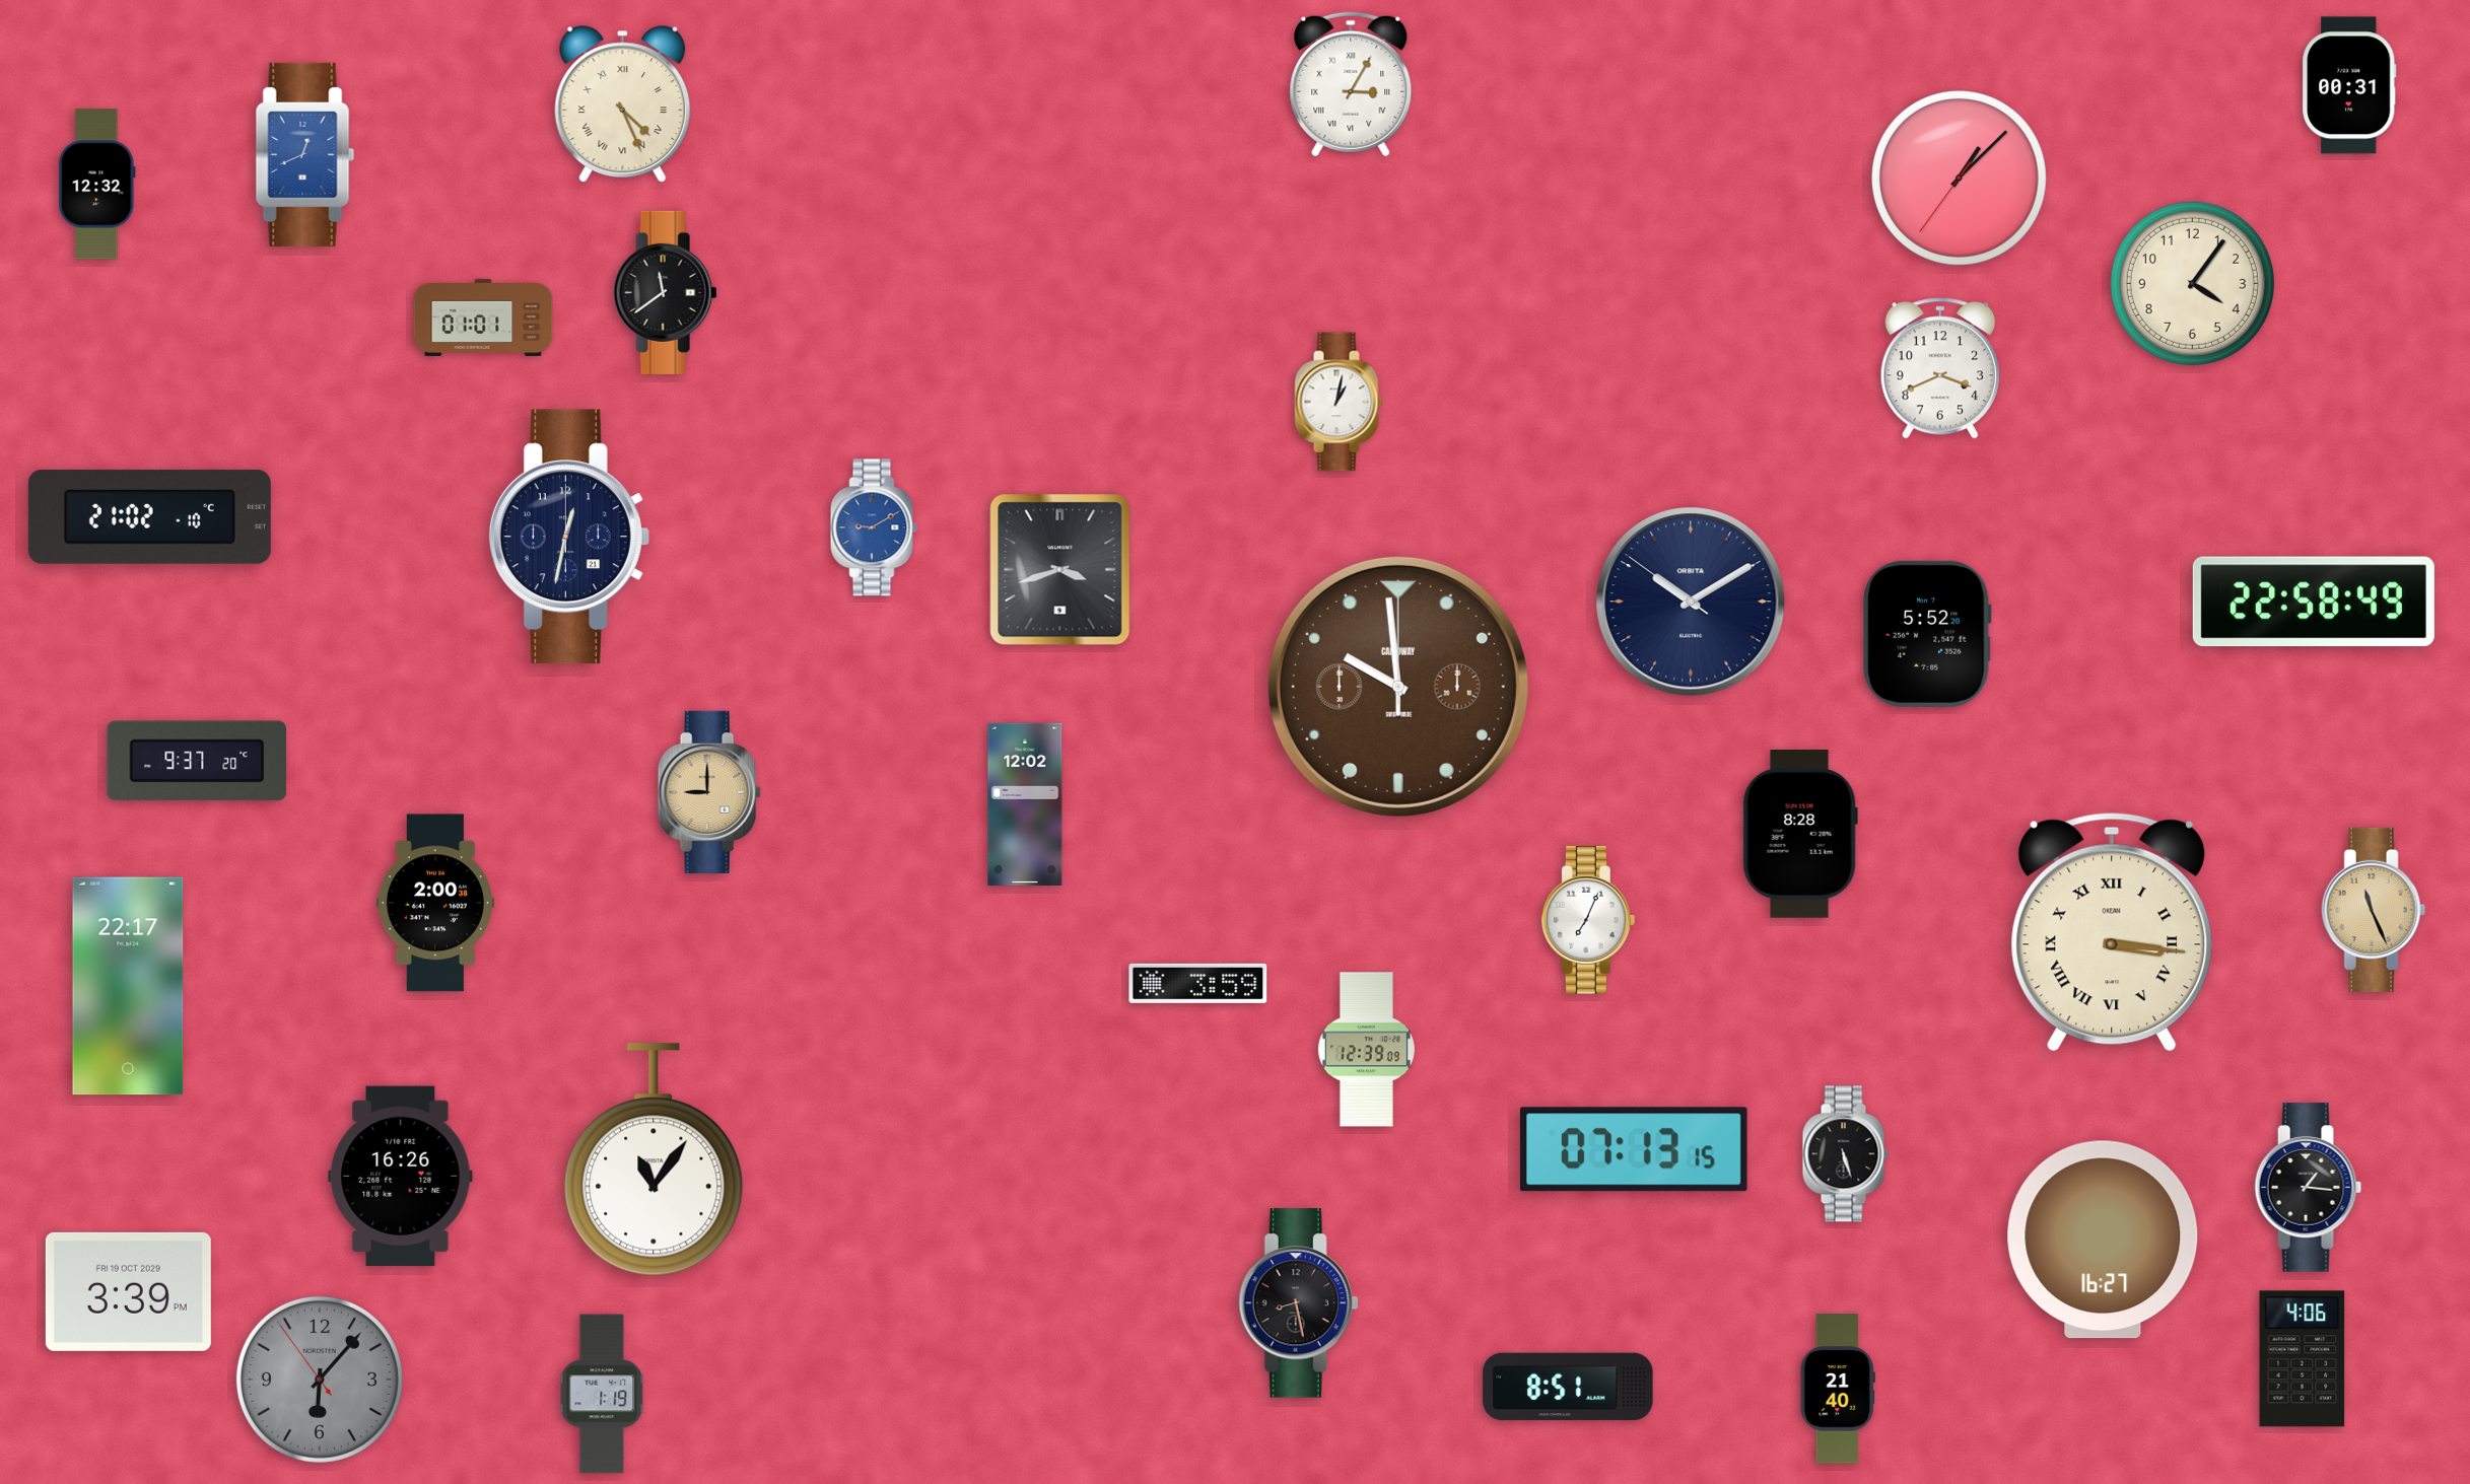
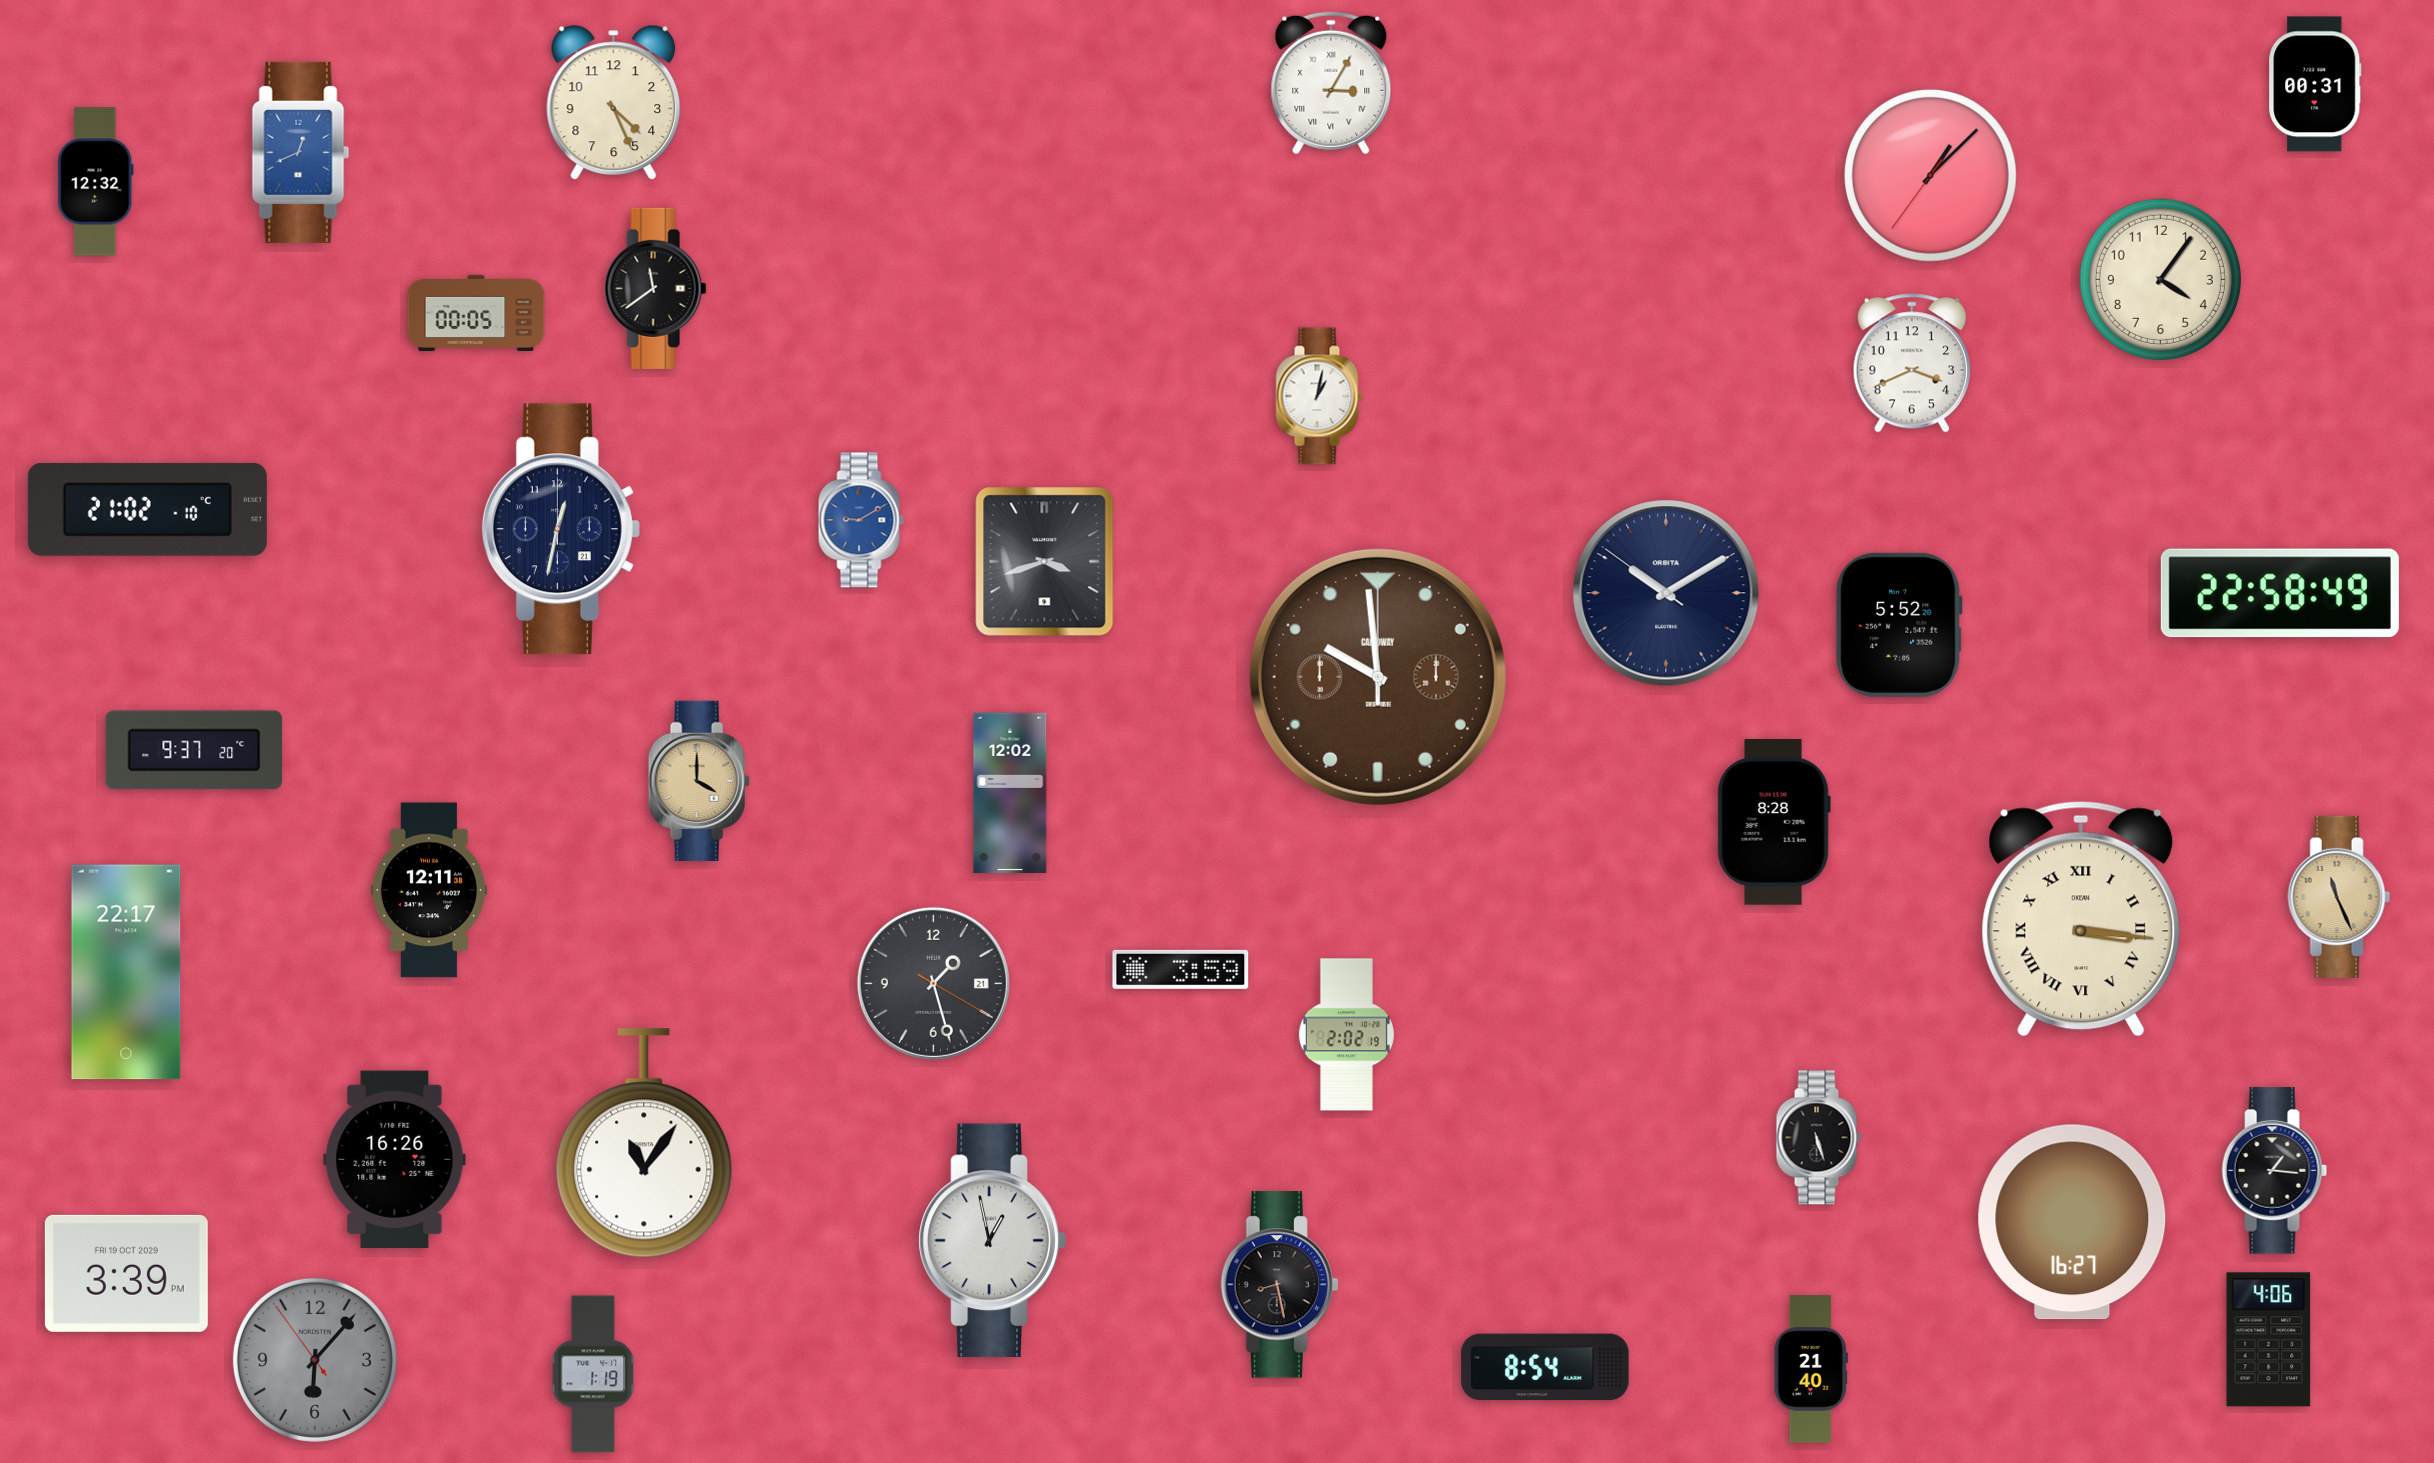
clock at (623, 103) numerals: Roman -> Arabic
clock at (483, 317): 01:01 -> 00:05
clock at (709, 792): 9:00 -> 4:00
clock at (435, 903): 2:00 -> 12:11
clock at (1588, 920): 7:04 -> none
clock at (933, 983): none -> 1:27
clock at (1366, 1050): 12:39 -> 2:02
clock at (1634, 1149): 07:13 -> none
clock at (992, 1241): none -> 12:58
clock at (1568, 1387): 8:51 -> 8:54
